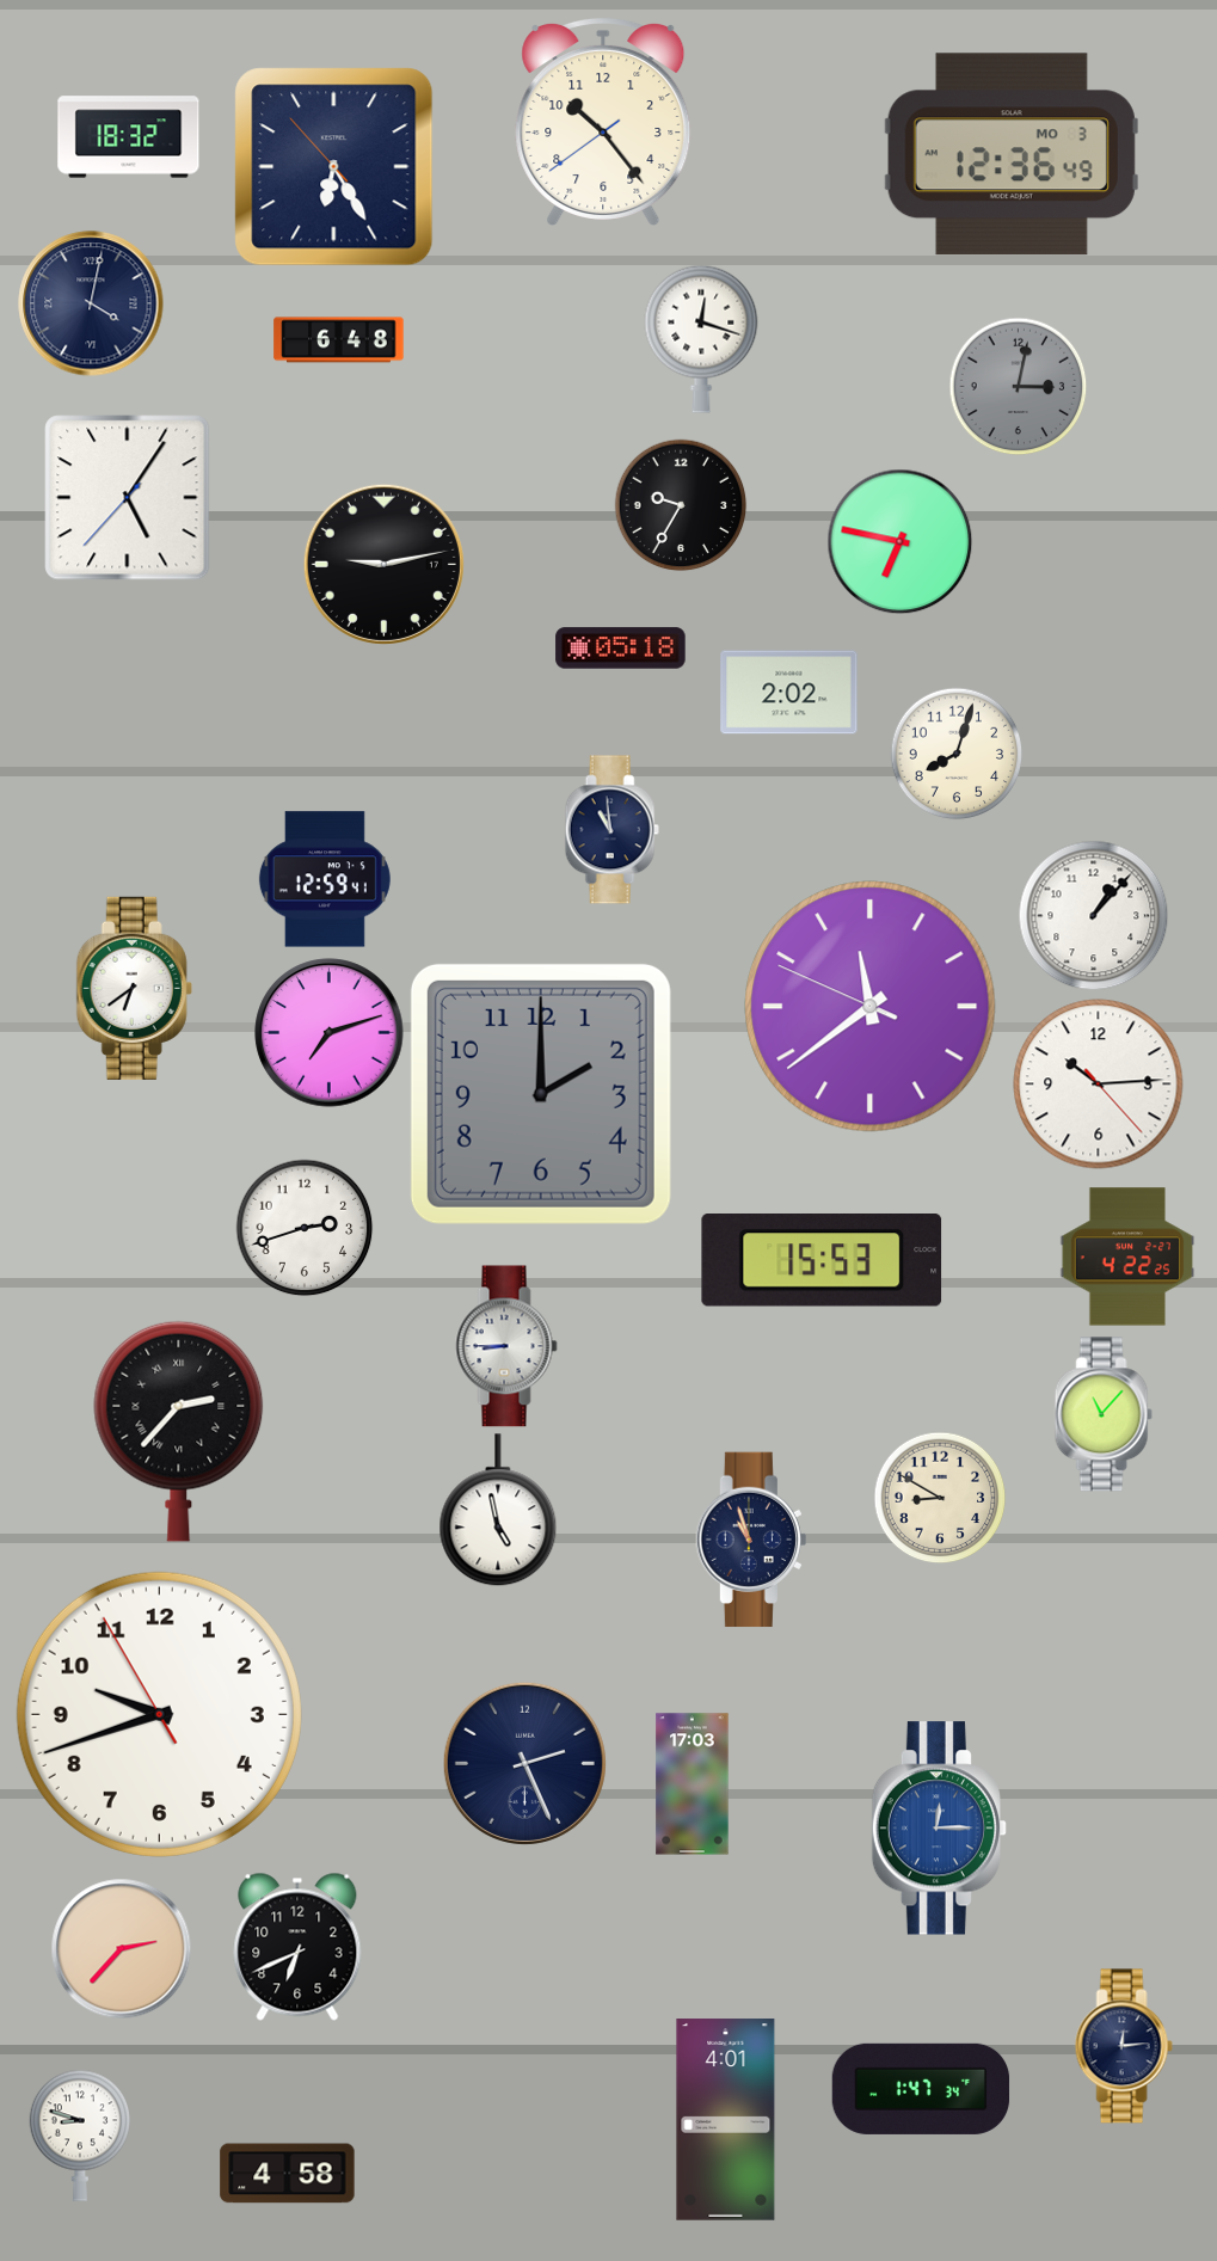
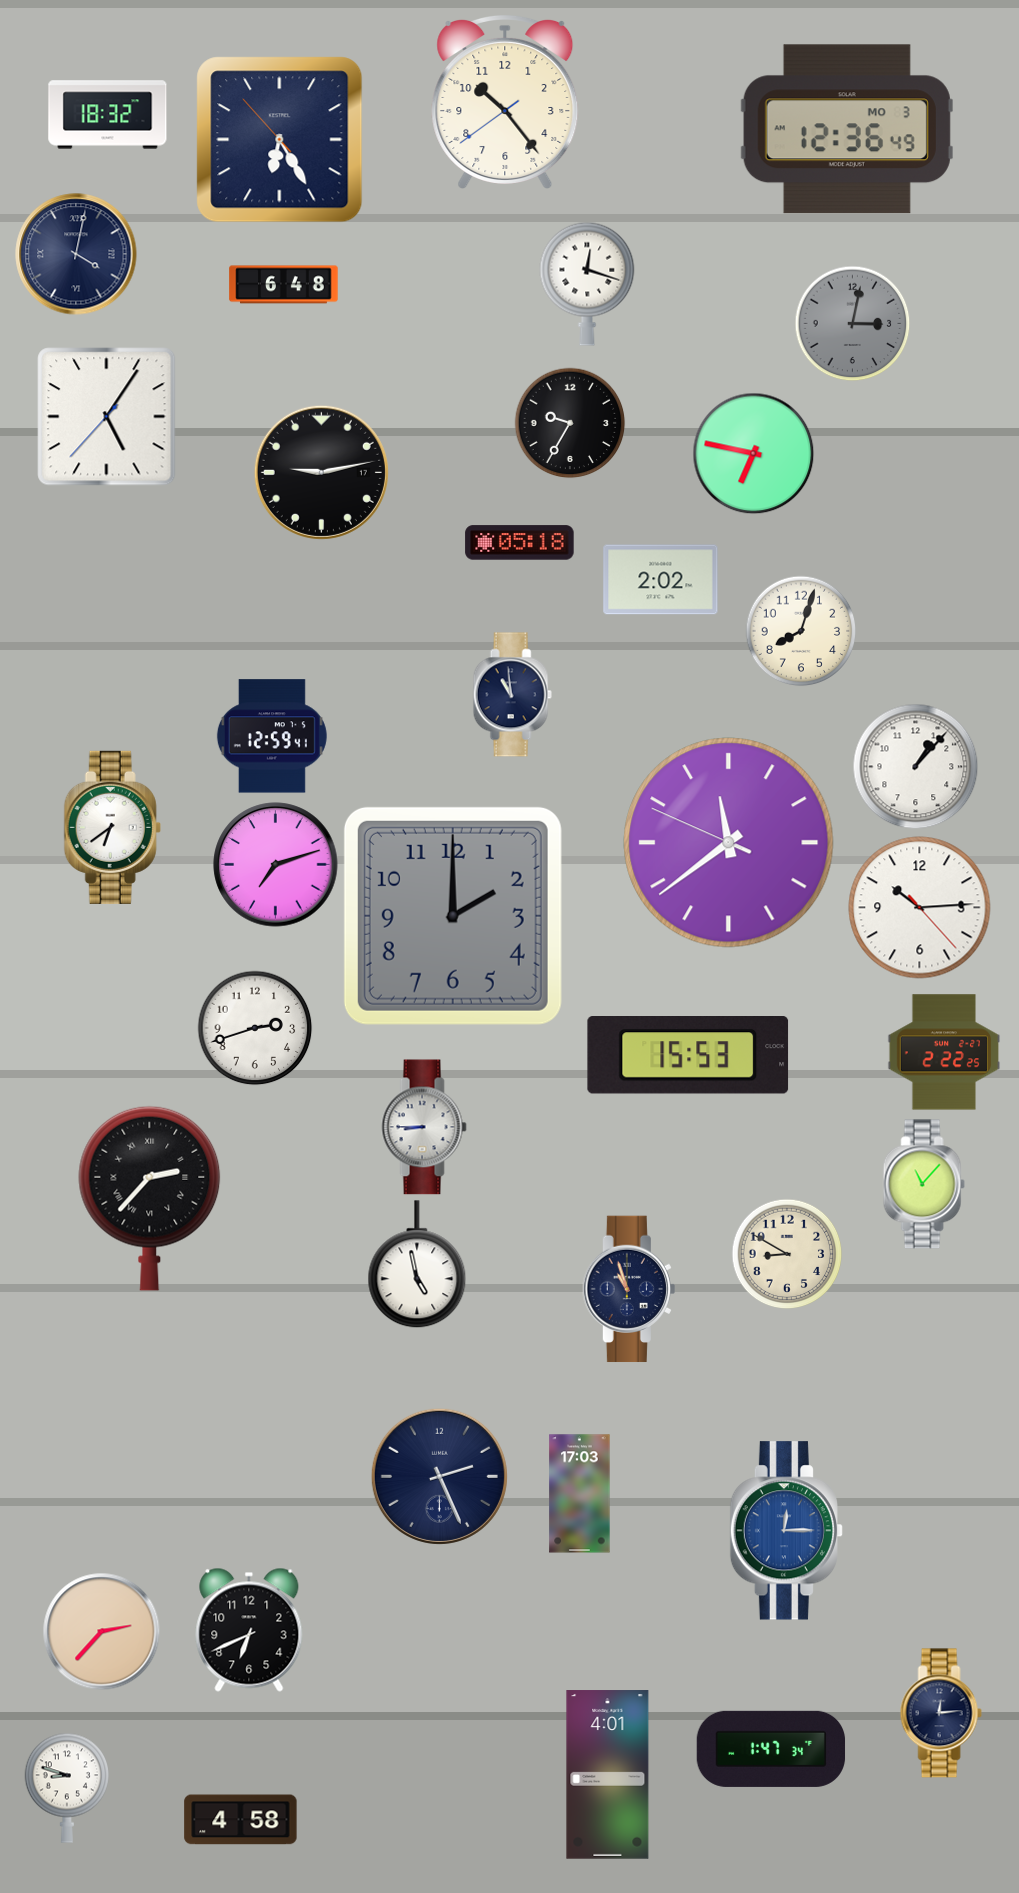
clock at (1127, 1257): 4:22 -> 2:22
clock at (159, 1714): 9:41 -> none
